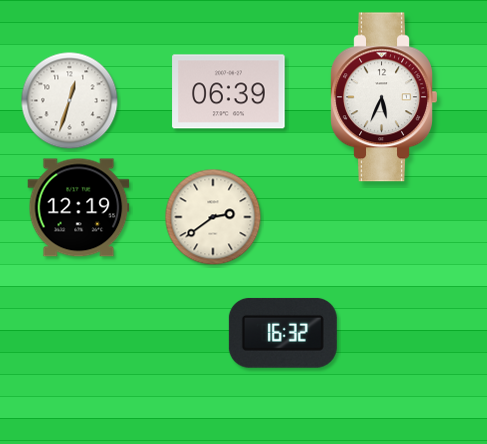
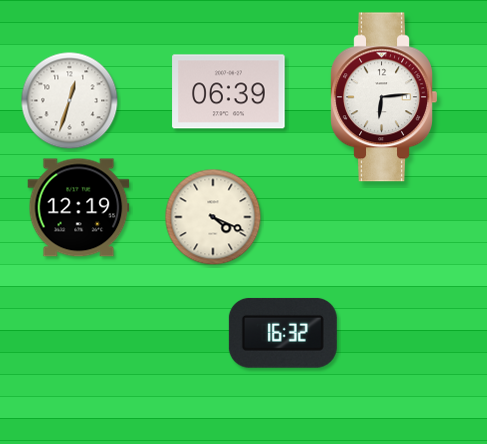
clock at (384, 97): 5:34 -> 6:14
clock at (213, 217): 2:39 -> 4:19
